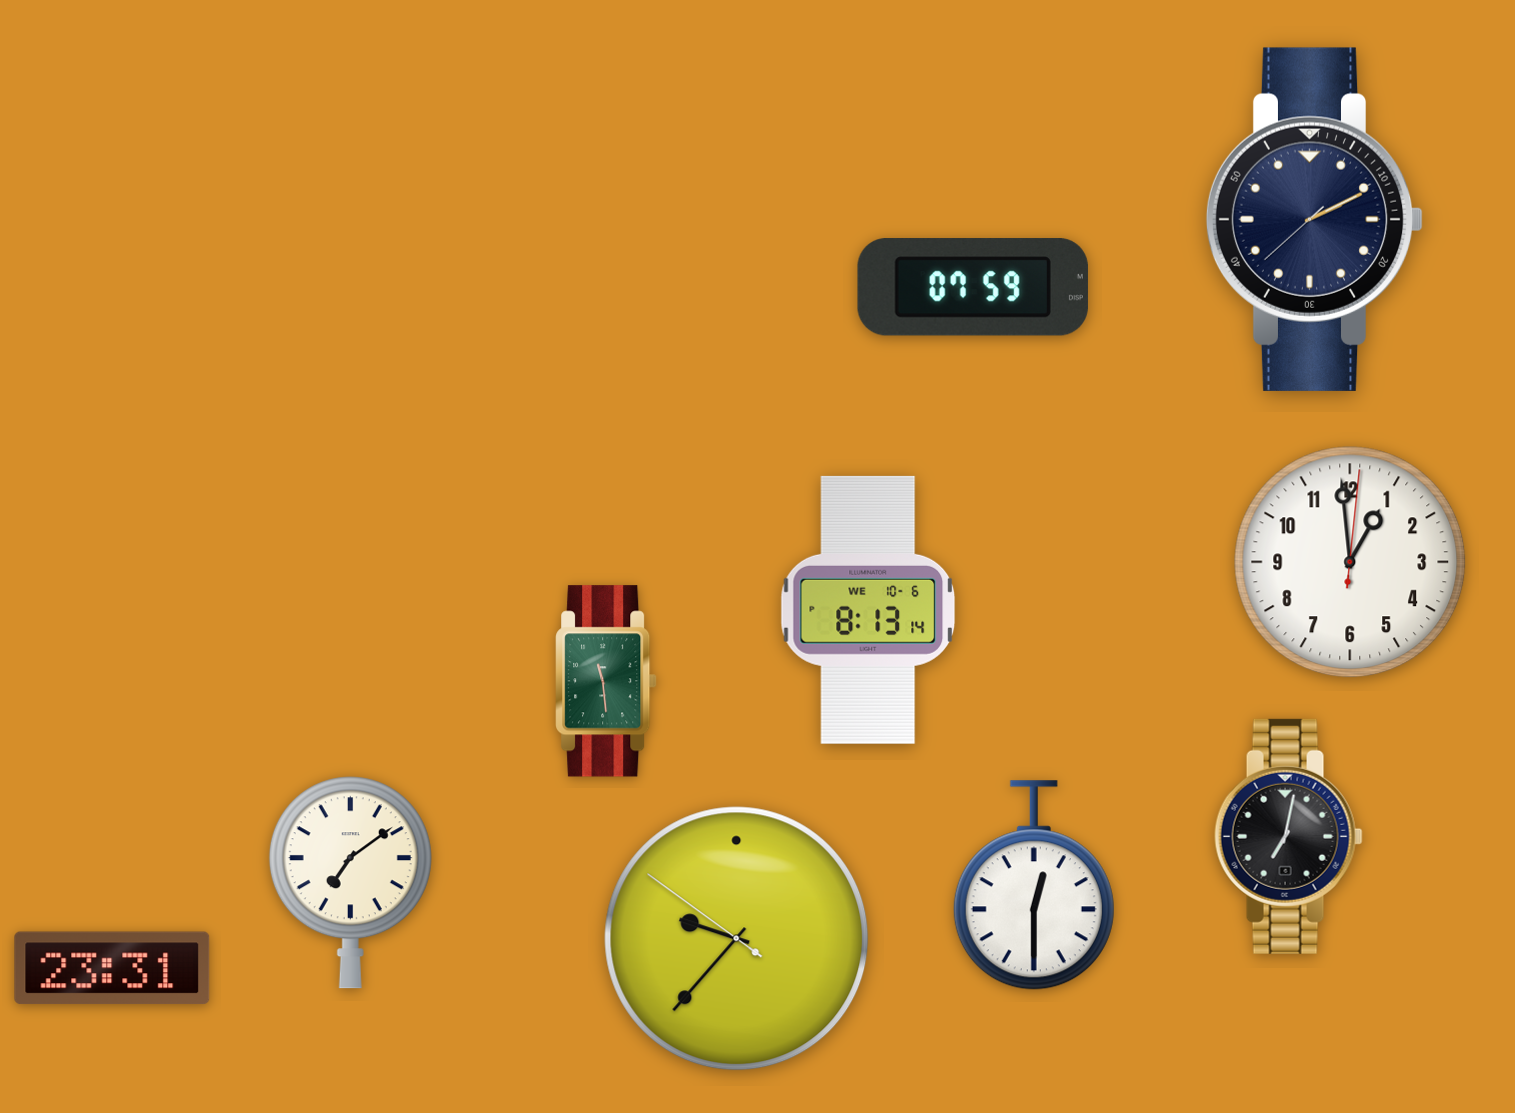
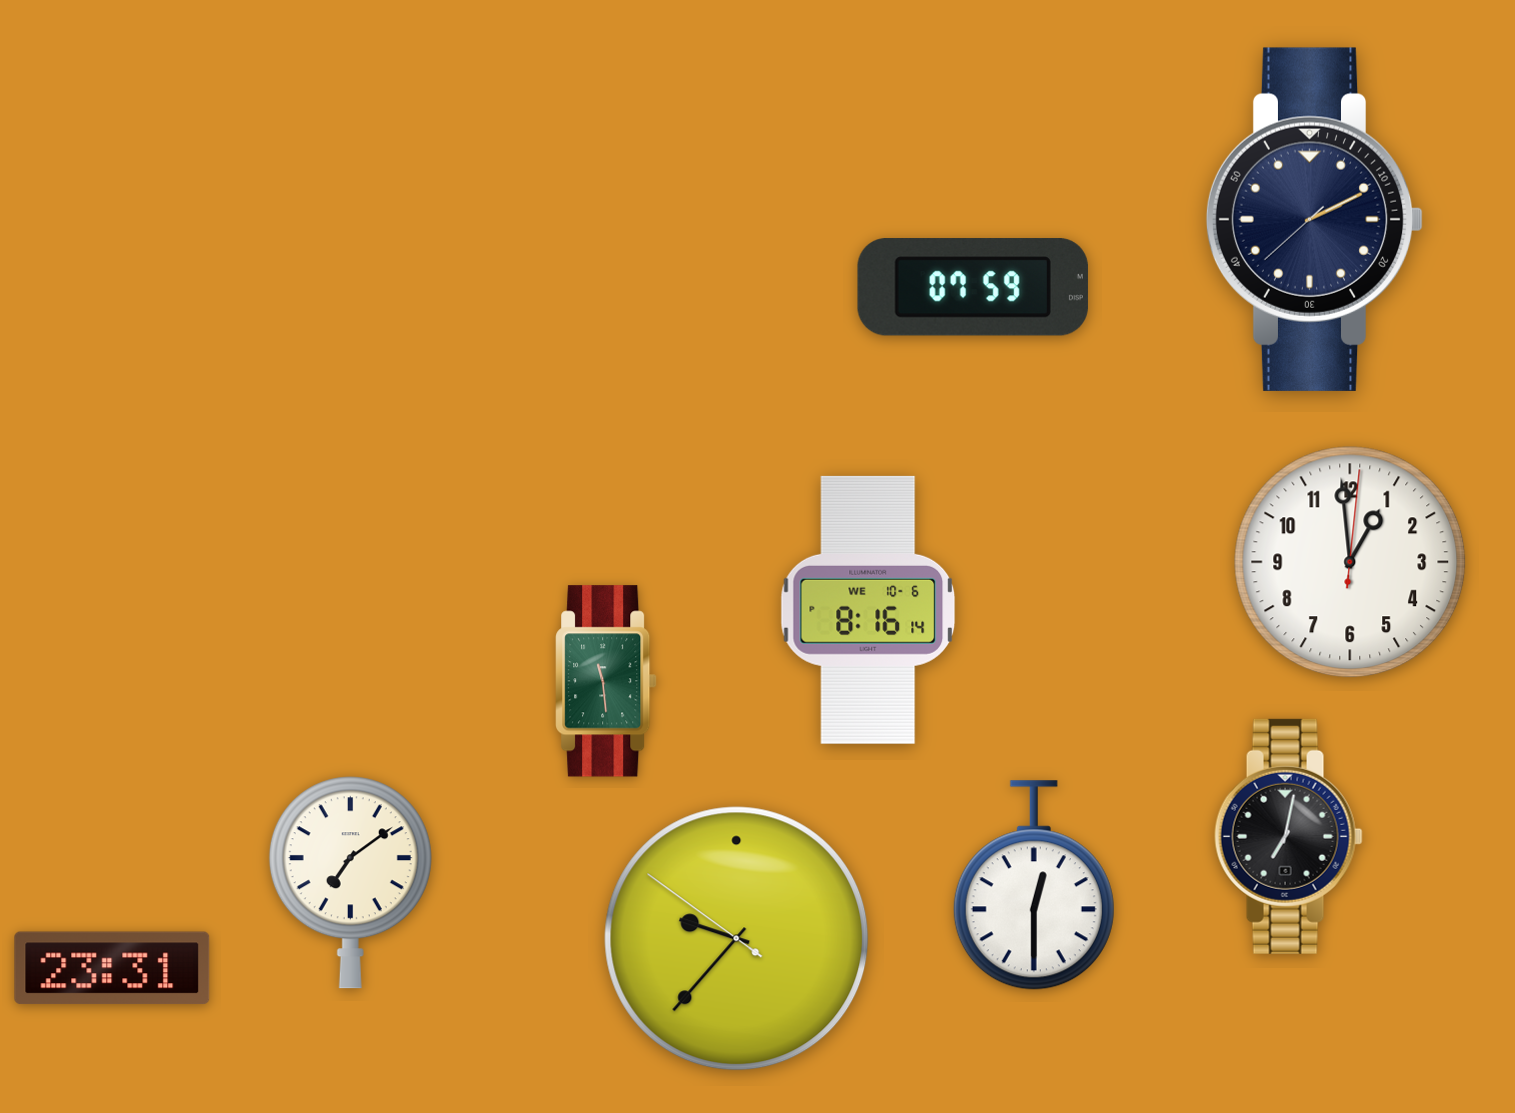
clock at (868, 610): 8:13 -> 8:16
